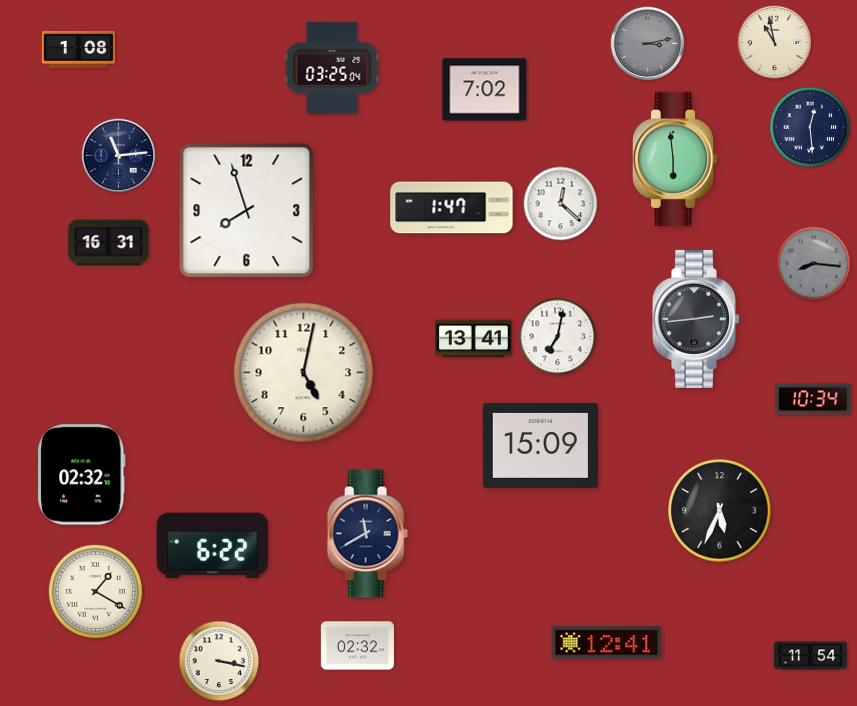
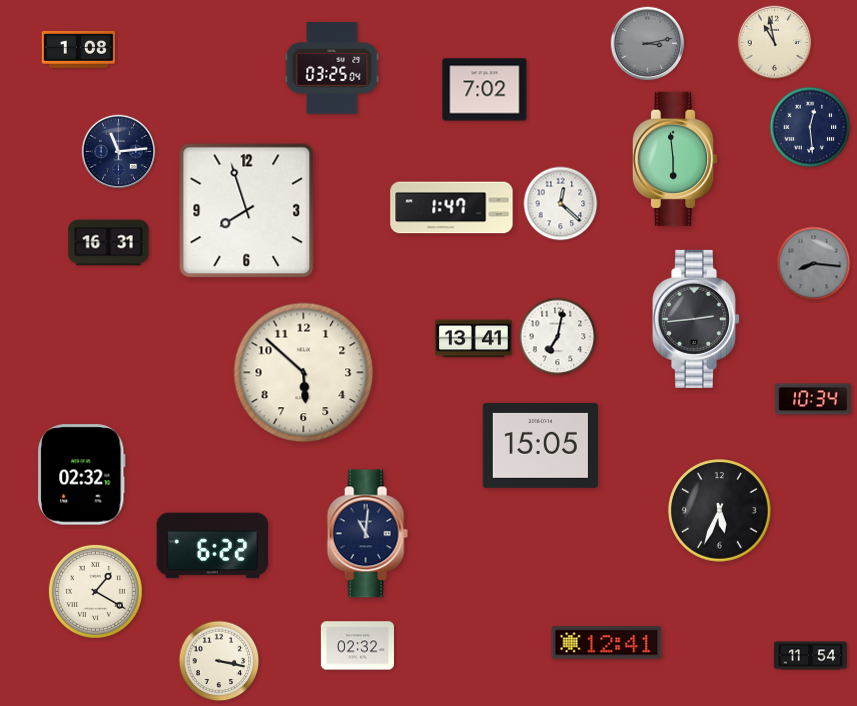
clock at (119, 156) position: (119, 156) -> (119, 152)
clock at (304, 373): 5:02 -> 5:52
clock at (540, 445): 15:09 -> 15:05
clock at (367, 534): 11:40 -> 11:01
